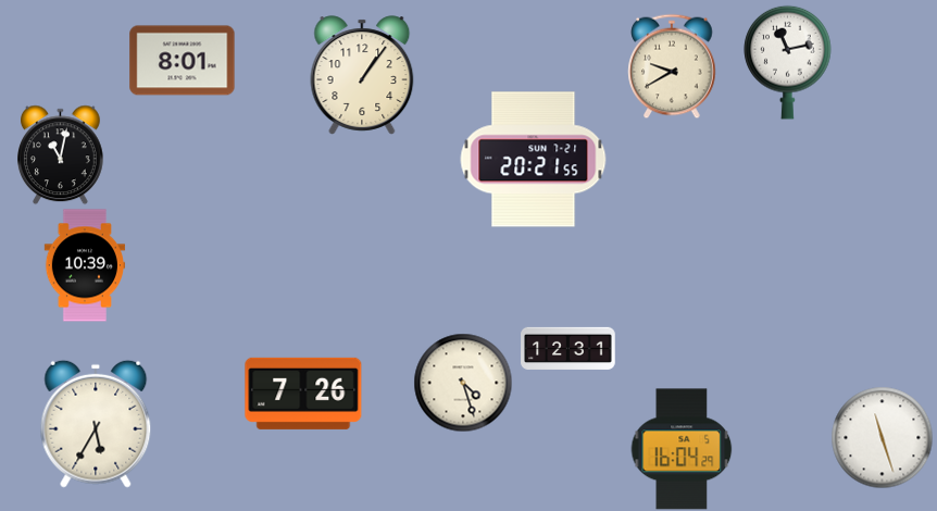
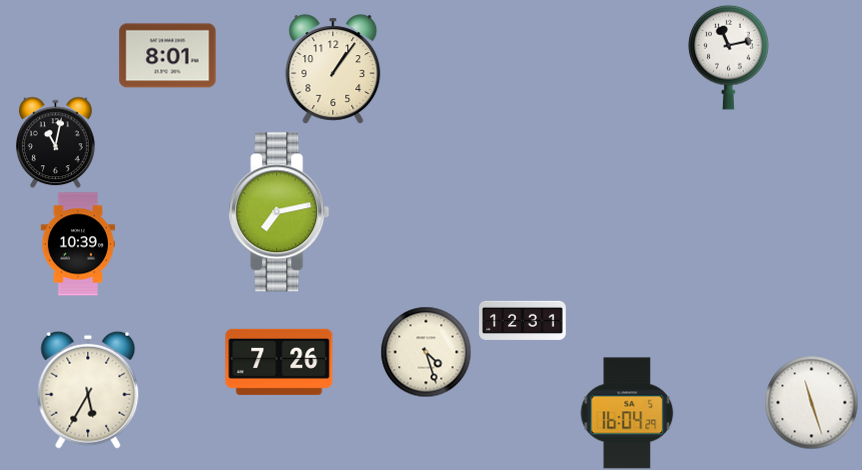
clock at (788, 62) position: (788, 62) -> (729, 57)
clock at (672, 66): 9:40 -> none
clock at (534, 160): 20:21 -> none
clock at (279, 212): none -> 7:13
